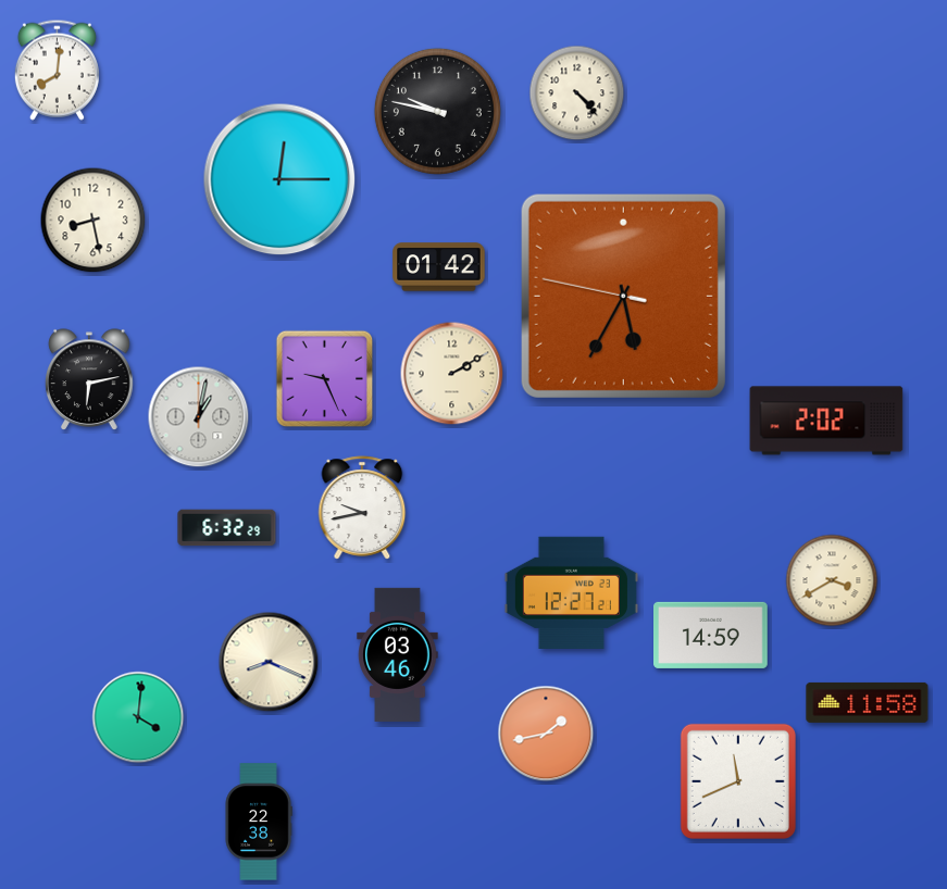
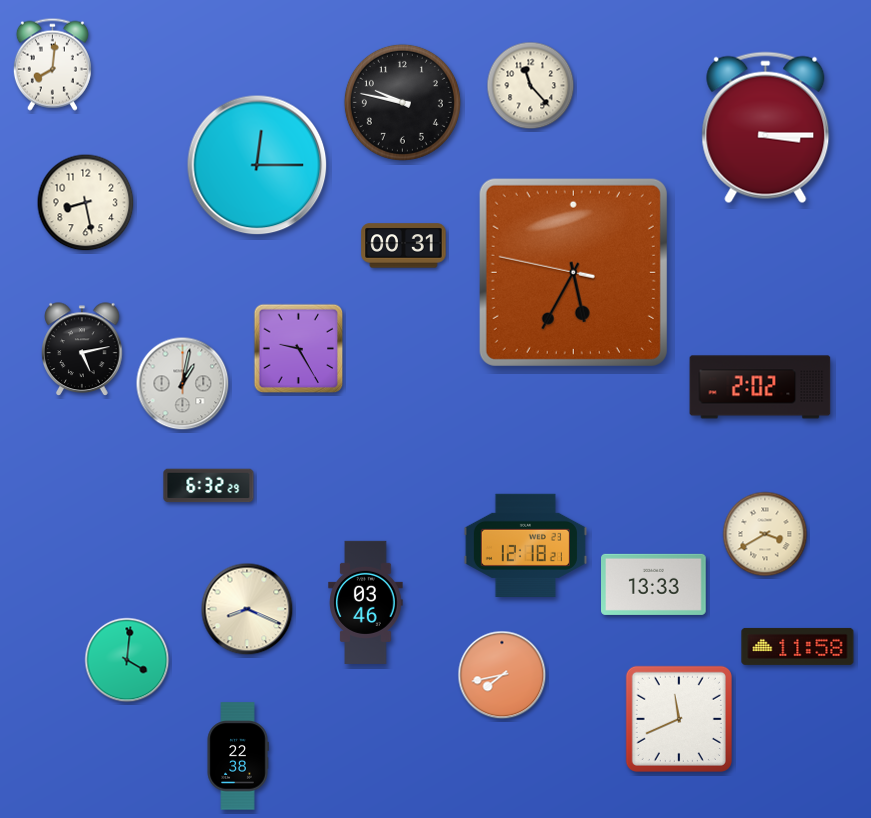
clock at (577, 93): 4:23 -> 11:23
clock at (766, 128): none -> 3:15
clock at (439, 267): 01:42 -> 00:31
clock at (452, 374): 2:10 -> none
clock at (89, 379): 6:13 -> 5:13
clock at (325, 379): 9:26 -> 9:25
clock at (362, 508): 9:43 -> none
clock at (571, 592): 12:27 -> 12:18
clock at (711, 635): 14:59 -> 13:33
clock at (546, 734): 1:43 -> 7:43
